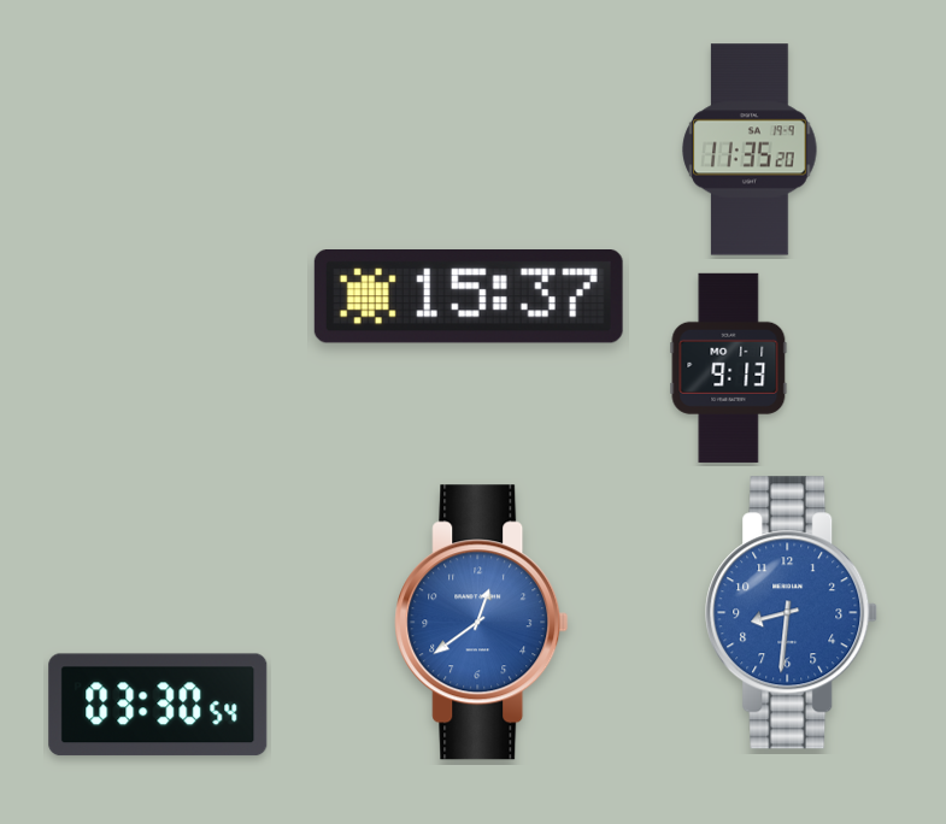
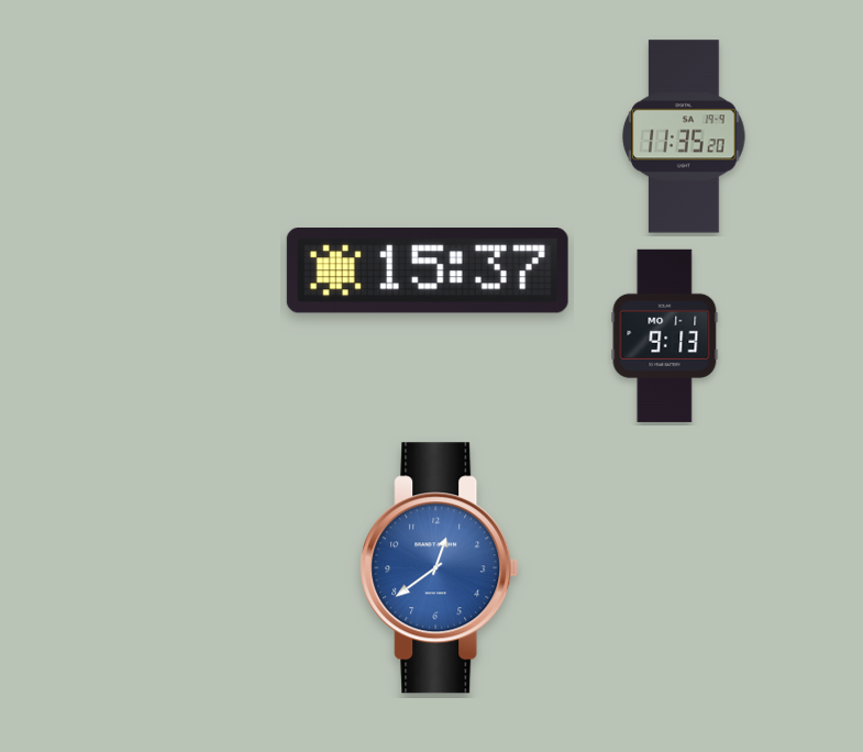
clock at (792, 613): 8:31 -> none
clock at (158, 705): 03:30 -> none
